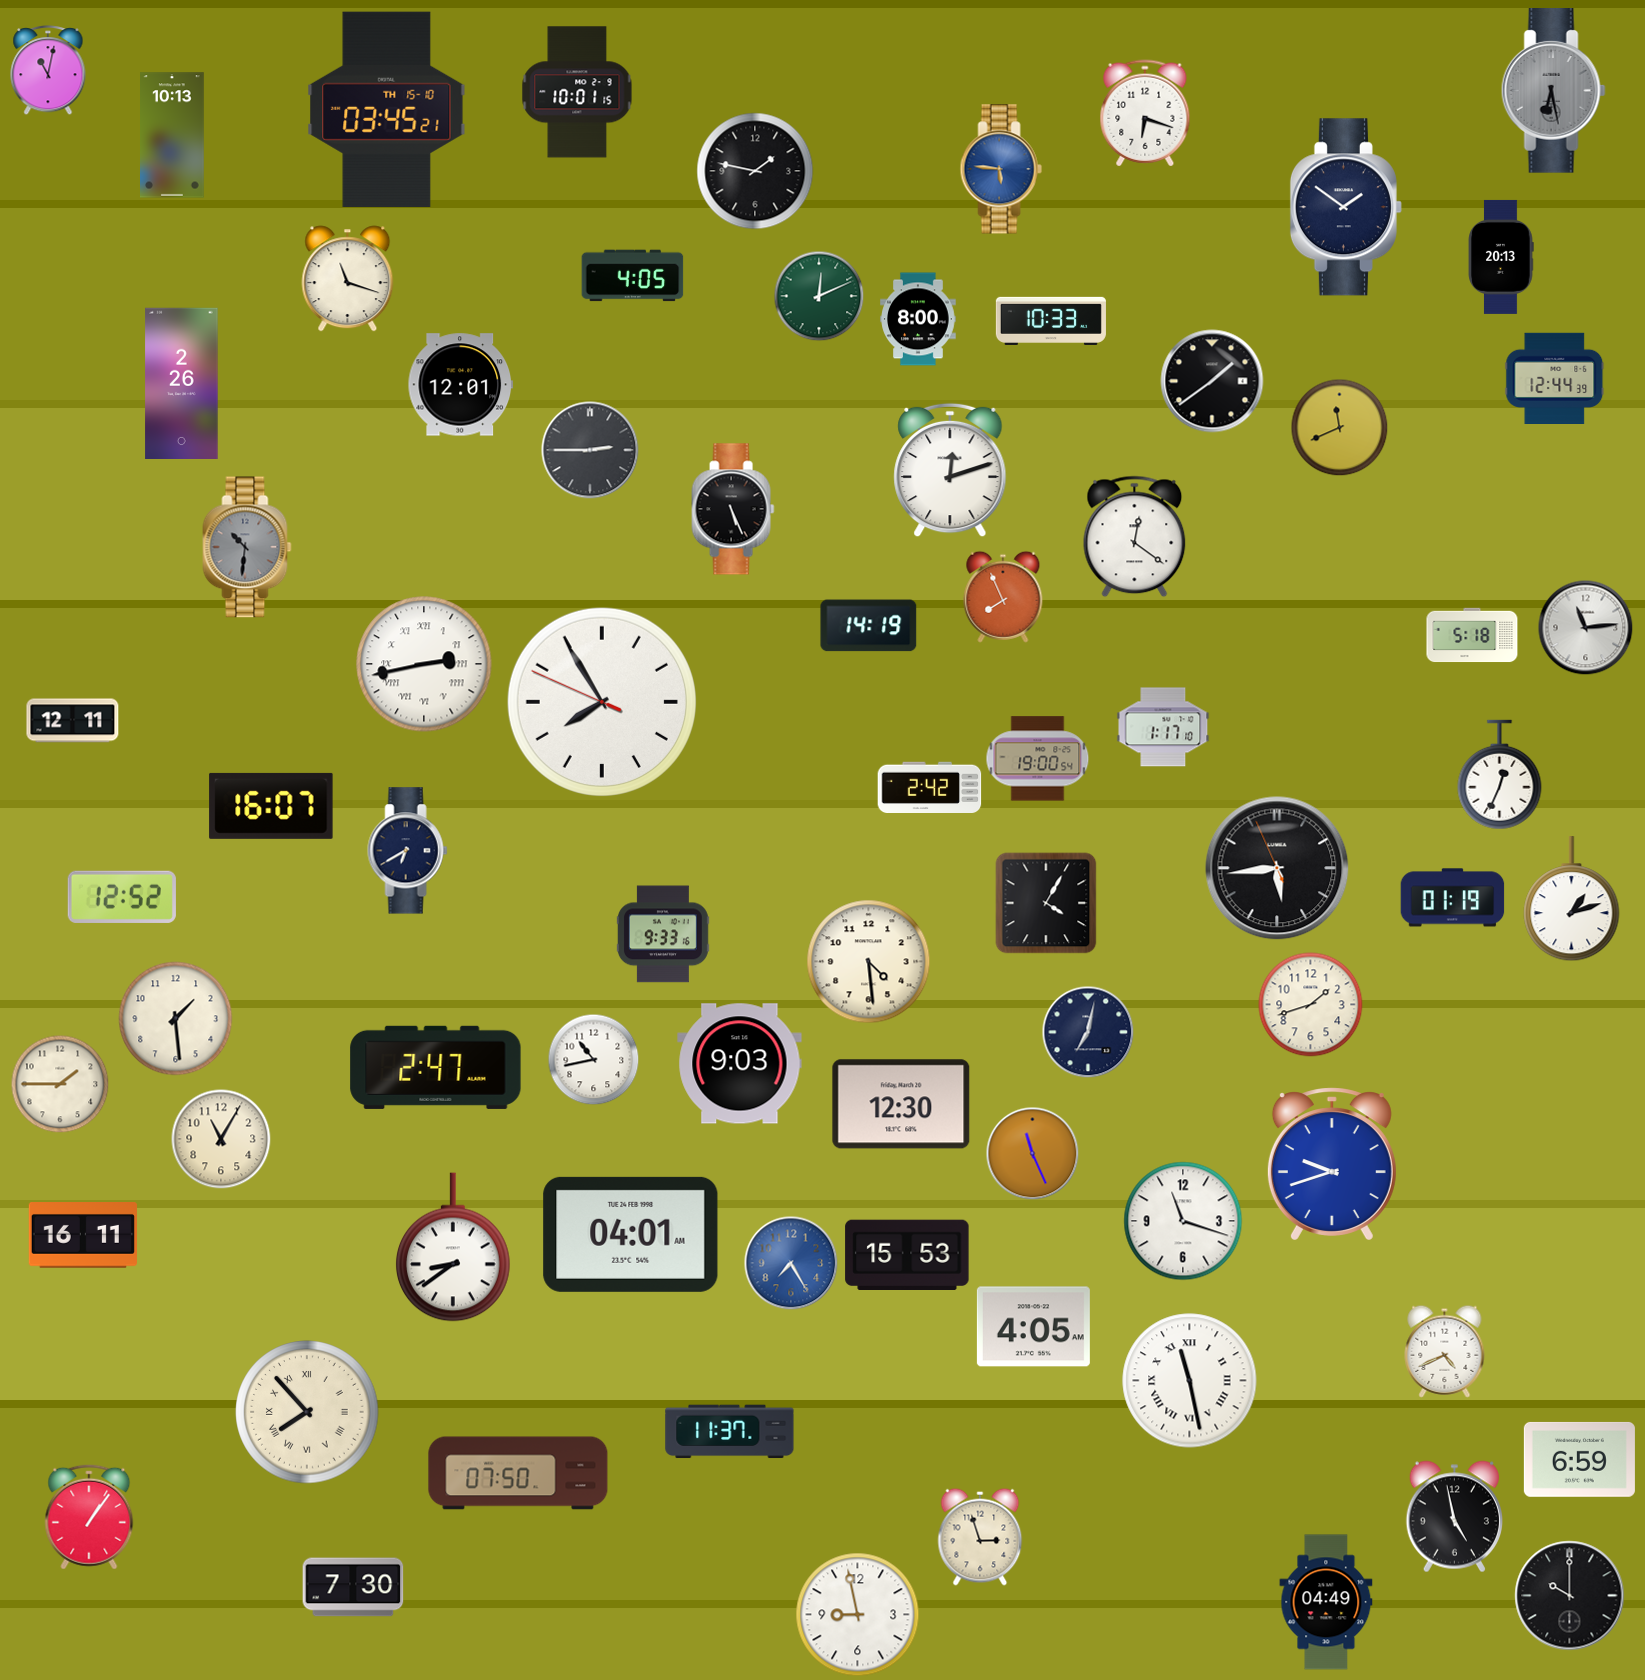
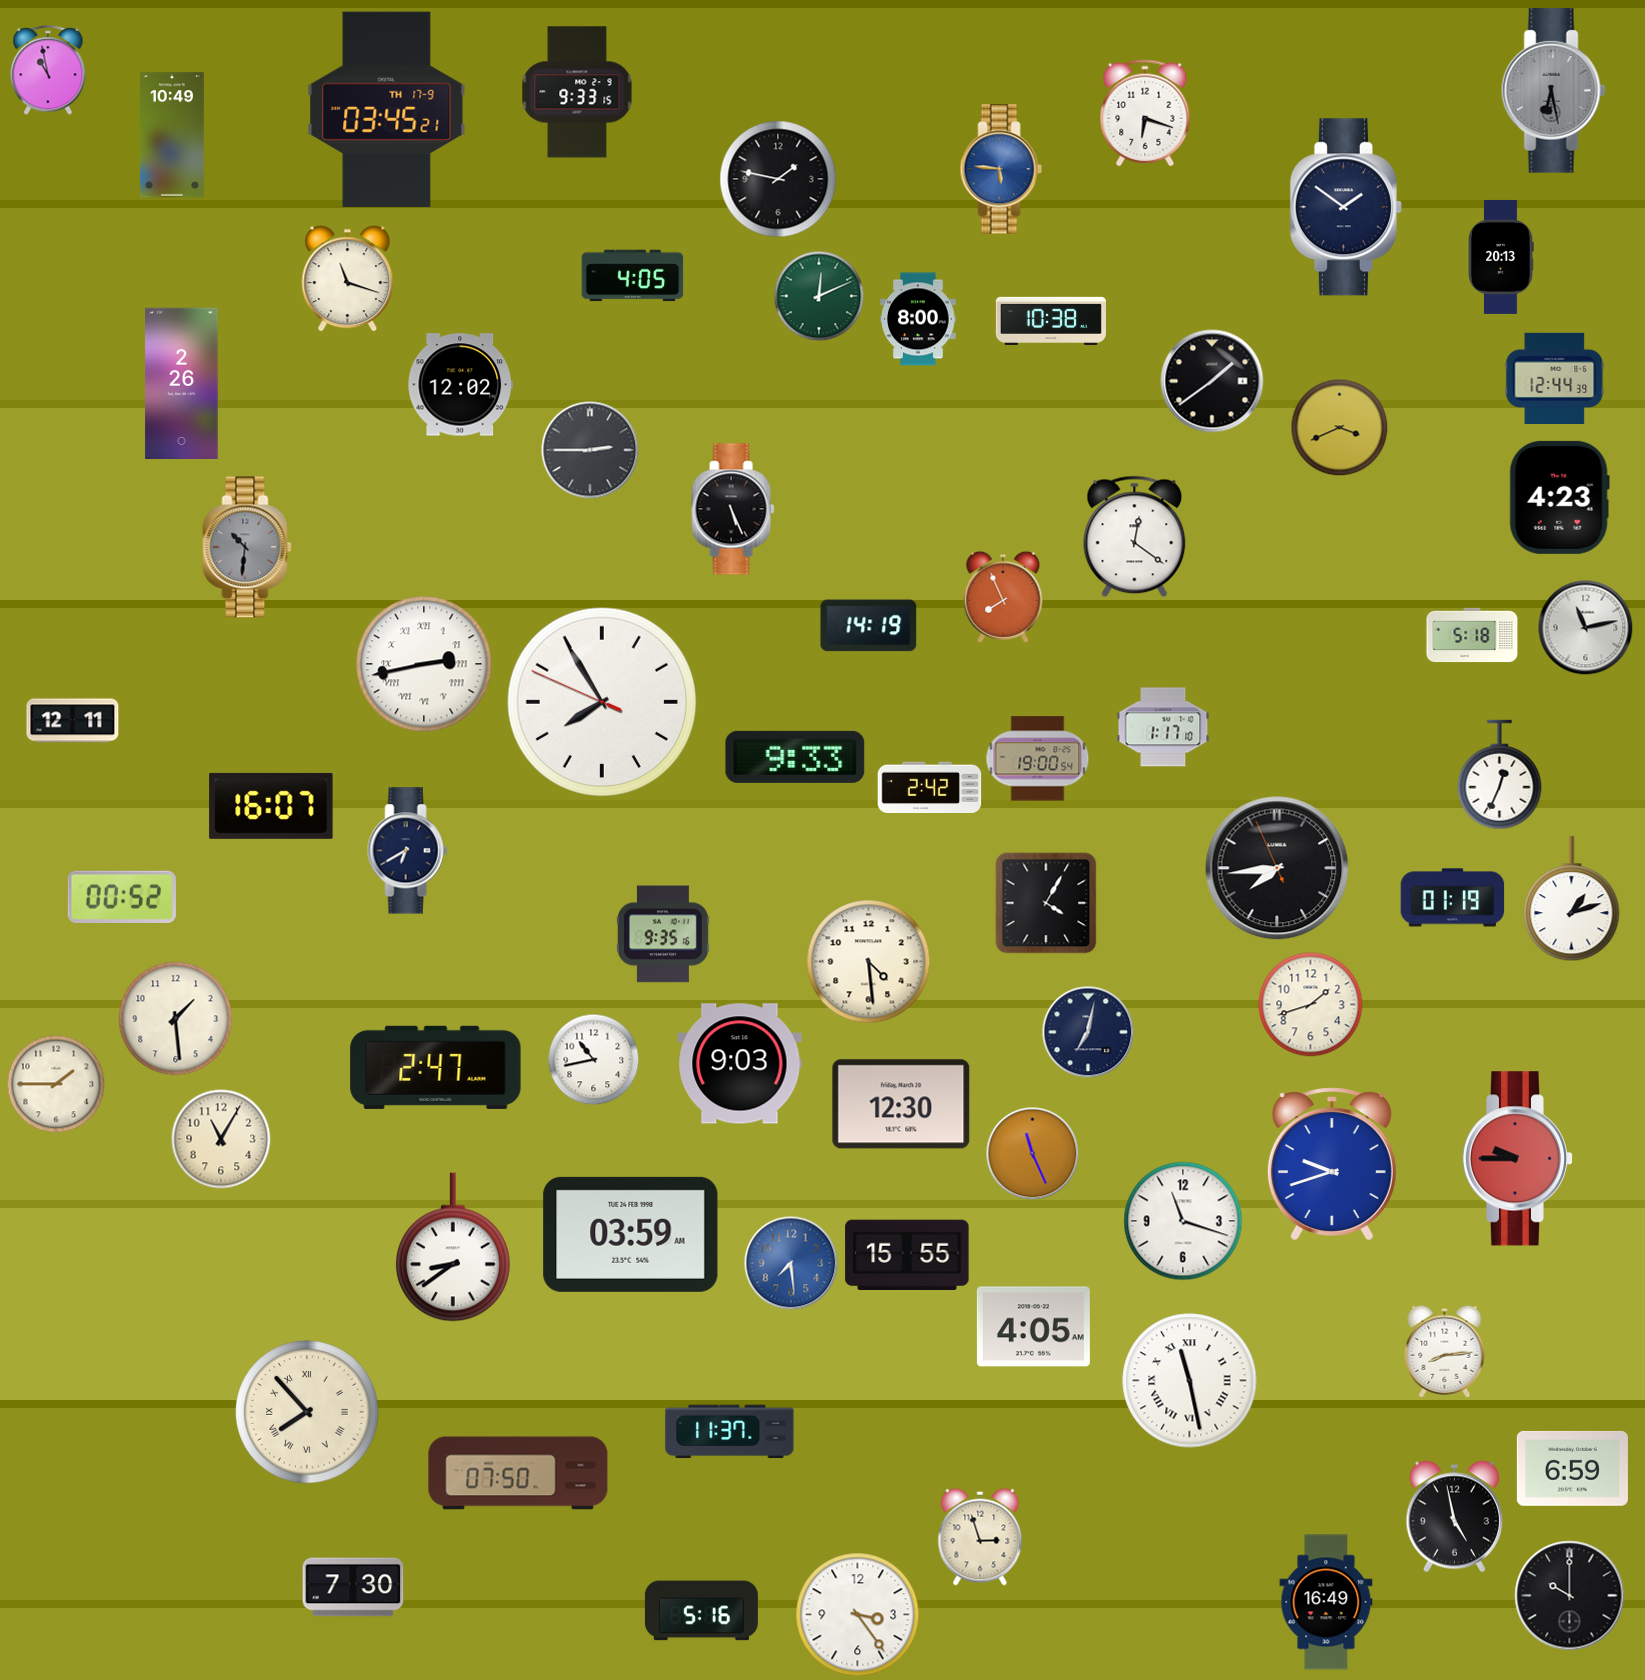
clock at (48, 70): 11:02 -> 10:58
clock at (577, 92): 10:01 -> 9:33
clock at (387, 109) date: TH 15-10 -> TH 17-9
clock at (173, 135): 10:13 -> 10:49
clock at (755, 171) position: (755, 171) -> (778, 179)
clock at (1051, 321): 10:33 -> 10:38
clock at (461, 385): 12:01 -> 12:02
clock at (1339, 427): 11:41 -> 3:41
clock at (950, 470): 12:12 -> none
clock at (1559, 497): none -> 4:23
clock at (1585, 627): 11:14 -> 11:13
clock at (795, 757): none -> 9:33
clock at (1277, 868): 5:43 -> 7:43
clock at (122, 897): 12:52 -> 00:52
clock at (663, 934): 9:33 -> 9:35
clock at (60, 1084) position: (60, 1084) -> (56, 1084)
clock at (1518, 1159): none -> 9:45
clock at (631, 1234): 04:01 -> 03:59
clock at (83, 1235): 16:11 -> none
clock at (907, 1254): 15:53 -> 15:55
clock at (791, 1263): 7:25 -> 7:29
clock at (1445, 1351): 4:41 -> 8:14
clock at (1579, 1459) position: (1579, 1459) -> (1572, 1468)
clock at (89, 1517): 1:06 -> none
clock at (1326, 1602): 04:49 -> 16:49
clock at (701, 1611): none -> 5:16
clock at (858, 1615): 8:58 -> 3:24
